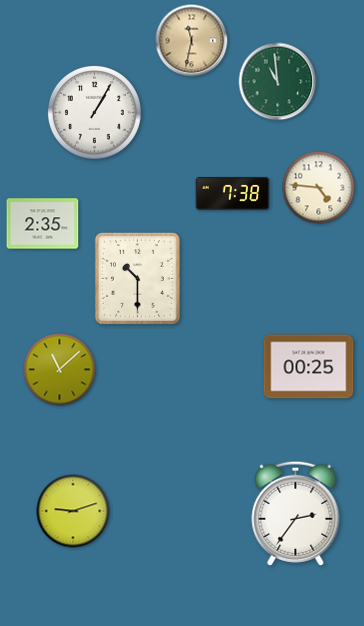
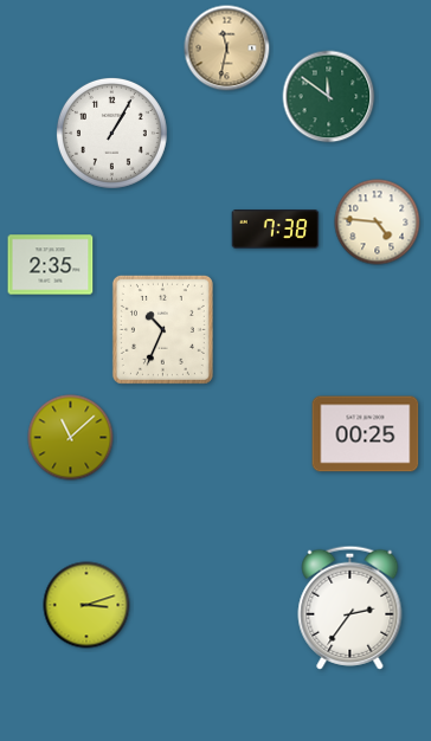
clock at (278, 82): 10:59 -> 11:51
clock at (137, 278): 10:30 -> 10:34
clock at (73, 511): 9:12 -> 3:12
